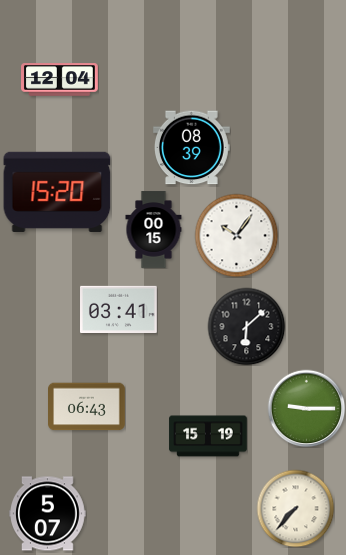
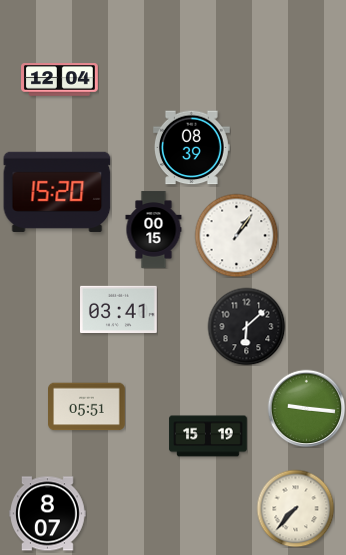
clock at (236, 235): 10:06 -> 1:06
clock at (87, 407): 06:43 -> 05:51
clock at (306, 408): 9:15 -> 9:16
clock at (48, 514): 5:07 -> 8:07
